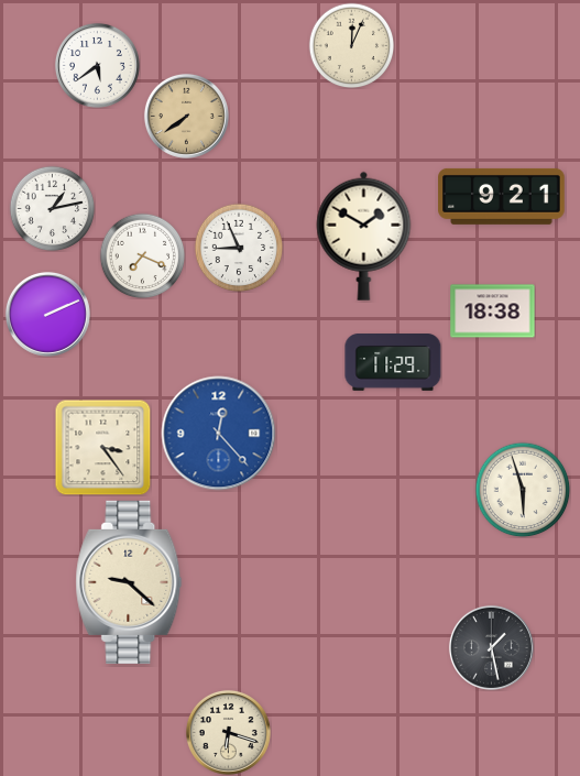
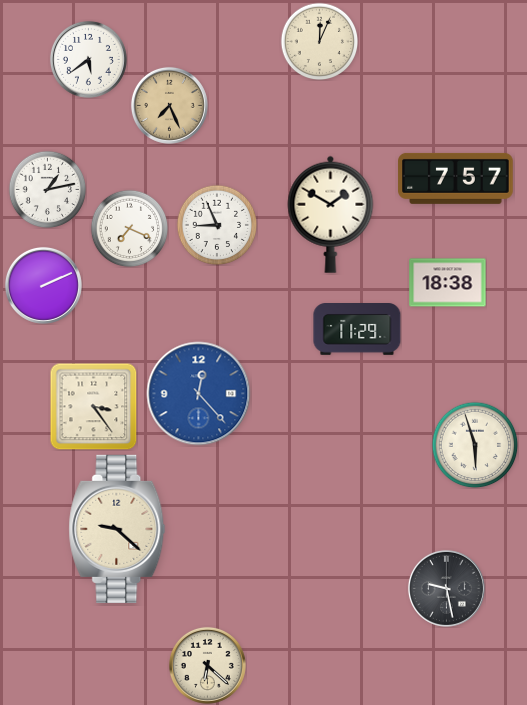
clock at (186, 116): 7:39 -> 7:26
clock at (502, 196): 9:21 -> 7:57
clock at (142, 255) position: (142, 255) -> (129, 228)
clock at (491, 647): 1:28 -> 9:28
clock at (228, 732): 6:18 -> 6:22
